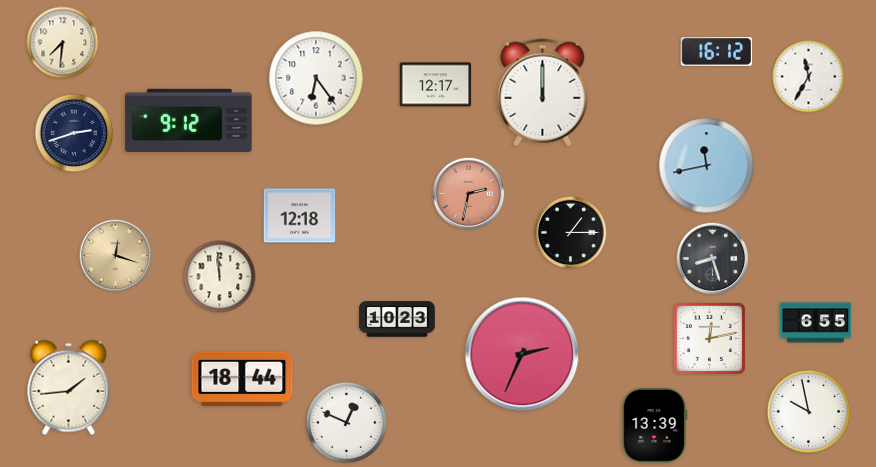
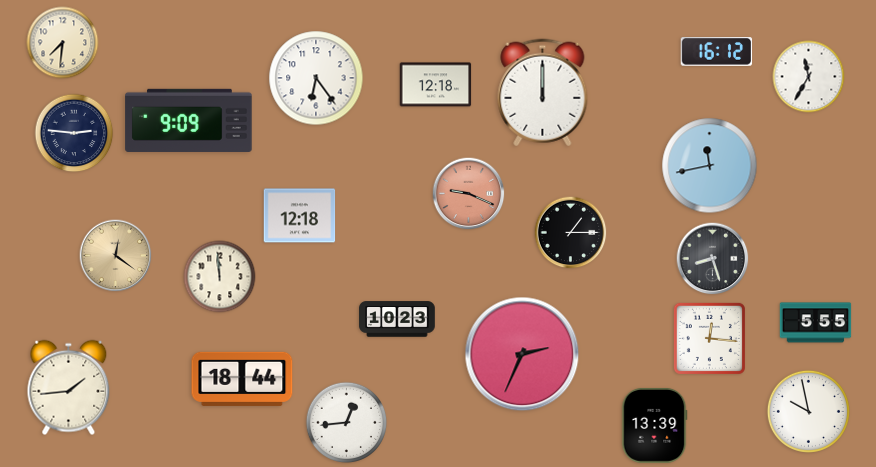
clock at (436, 85): 12:17 -> 12:18
clock at (189, 120): 9:12 -> 9:09
clock at (74, 133): 2:42 -> 2:46
clock at (707, 166) position: (707, 166) -> (710, 166)
clock at (469, 194): 2:32 -> 9:19
clock at (116, 256): 12:18 -> 12:21
clock at (816, 323): 6:55 -> 5:55
clock at (709, 338): 12:13 -> 12:16
clock at (347, 423): 12:49 -> 12:44
